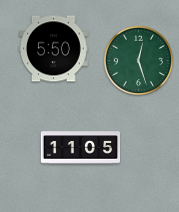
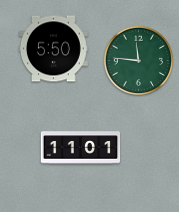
clock at (138, 60): 12:27 -> 11:46
clock at (81, 148): 11:05 -> 11:01
